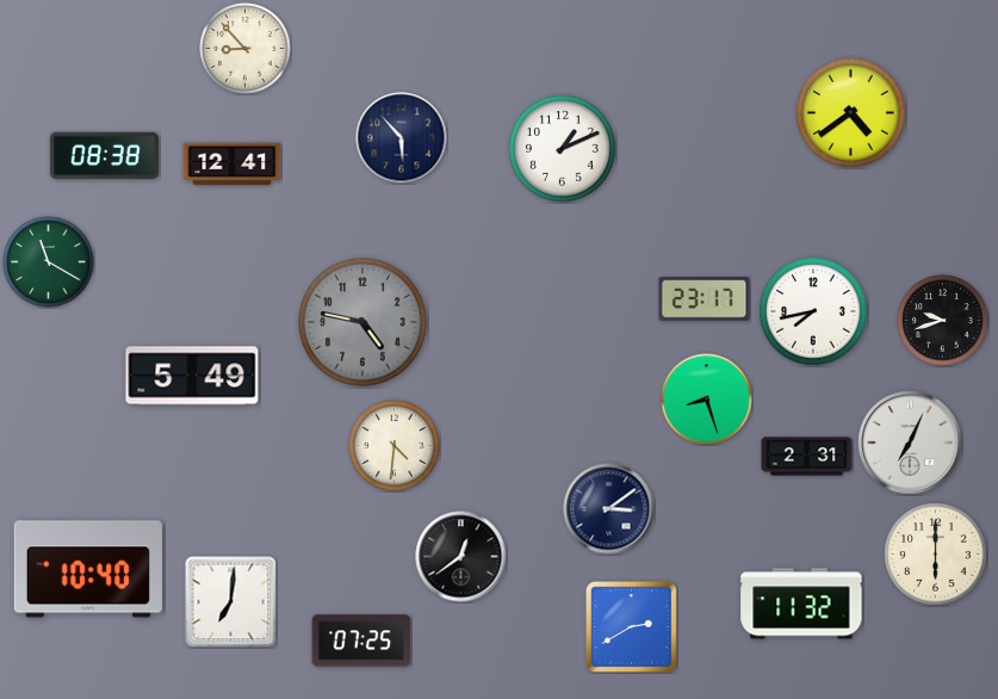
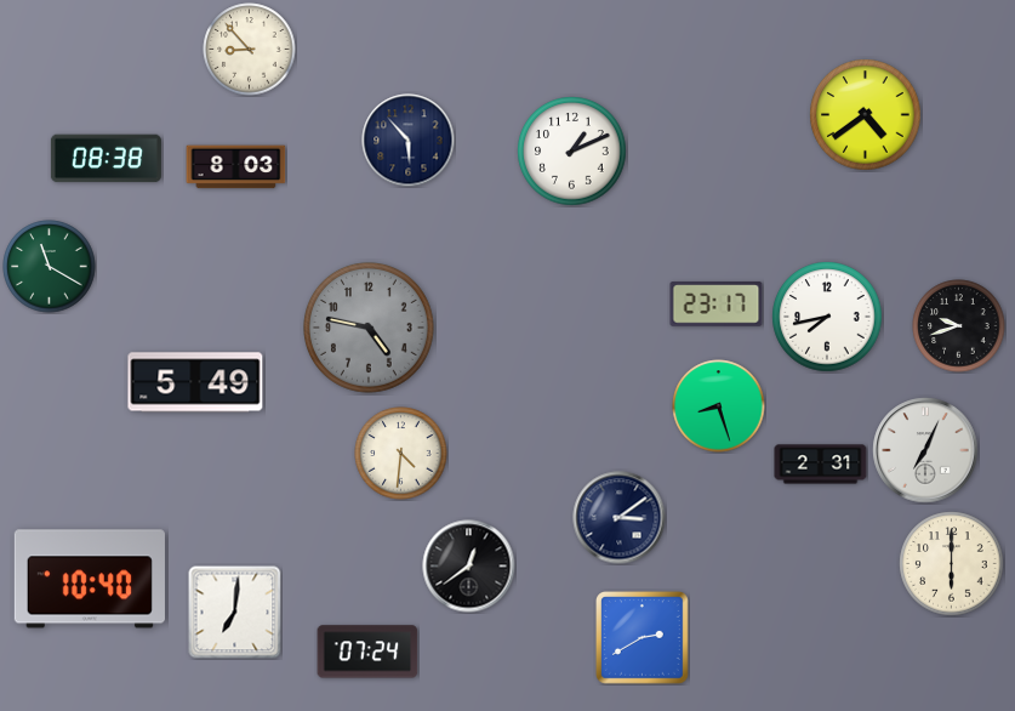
clock at (233, 165): 12:41 -> 8:03
clock at (801, 604): 11:32 -> none
clock at (361, 641): 07:25 -> 07:24
